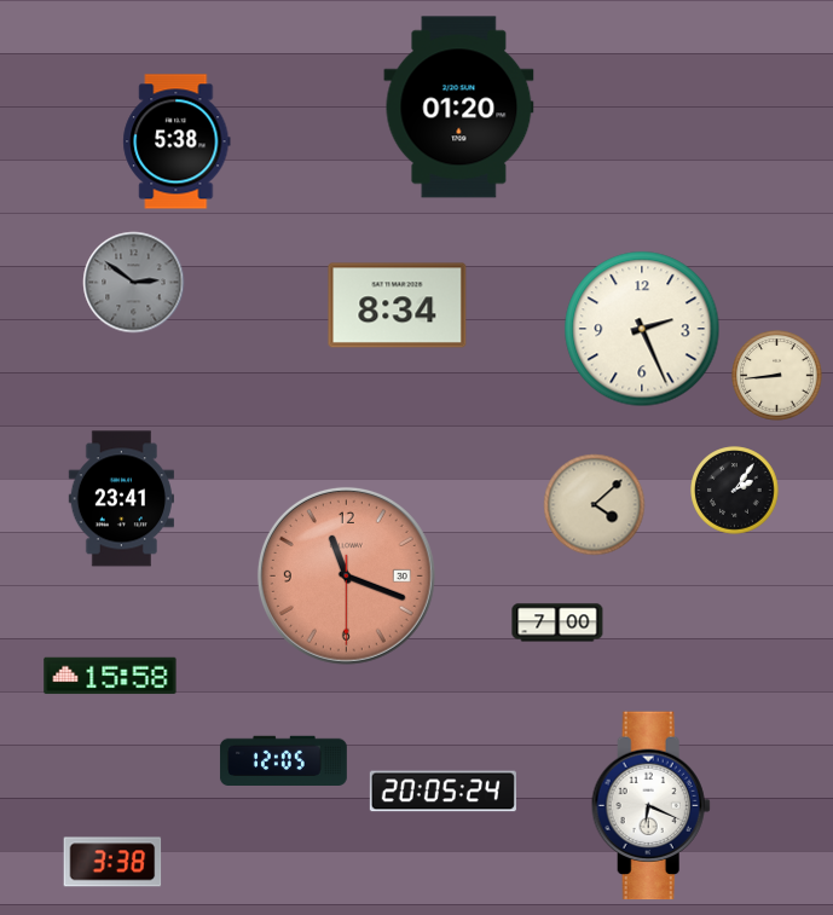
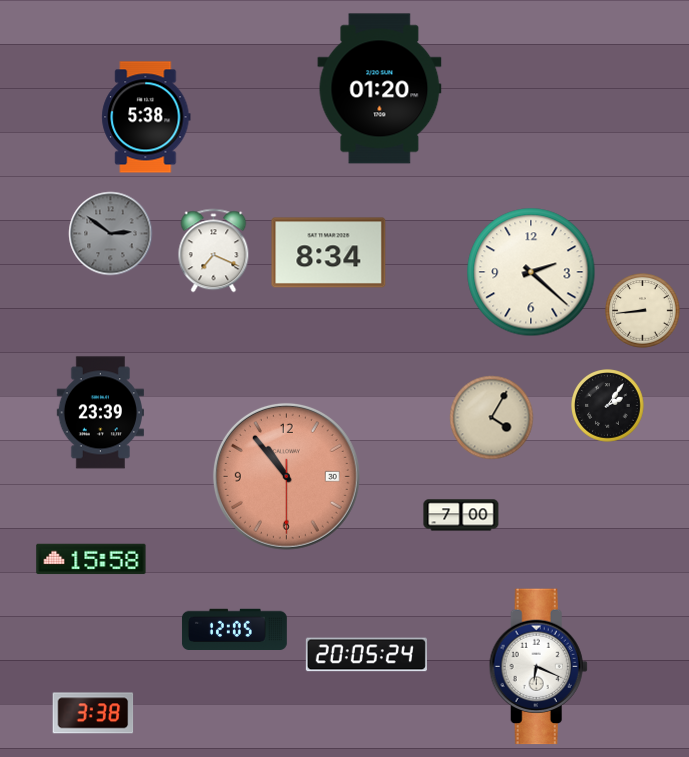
clock at (214, 251): none -> 7:19
clock at (642, 329): 2:26 -> 2:22
clock at (121, 499): 23:41 -> 23:39
clock at (595, 505): 4:08 -> 4:05
clock at (346, 575): 11:18 -> 10:53
